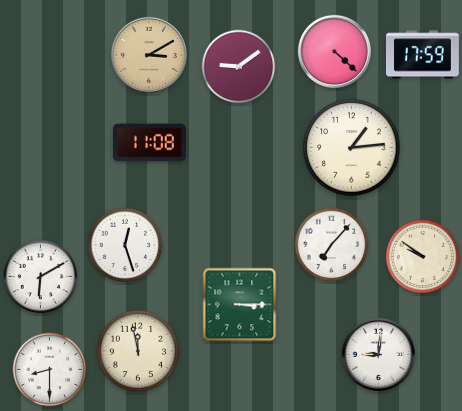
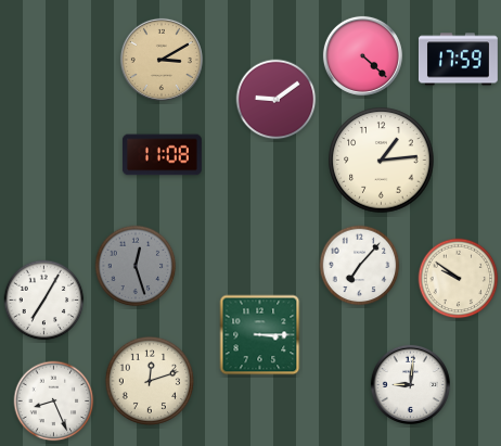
clock at (239, 67) position: (239, 67) -> (277, 100)
clock at (125, 245) dial: white -> grey
clock at (41, 277): 6:10 -> 7:05
clock at (240, 305) position: (240, 305) -> (260, 335)
clock at (138, 351): 11:58 -> 12:12
clock at (50, 370): 8:30 -> 8:26
